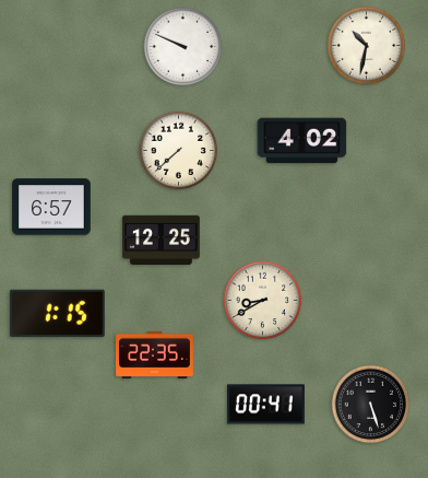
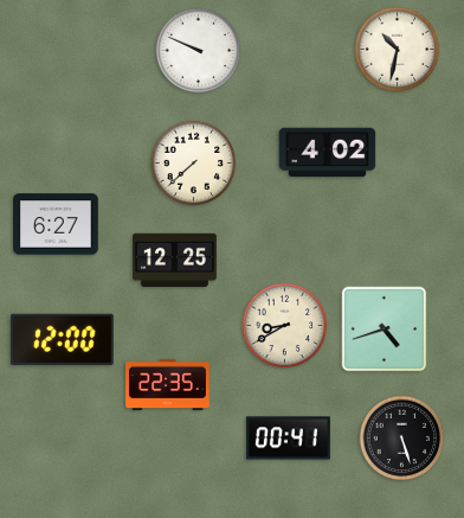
clock at (51, 207): 6:57 -> 6:27
clock at (385, 330): none -> 4:42
clock at (57, 313): 1:15 -> 12:00
